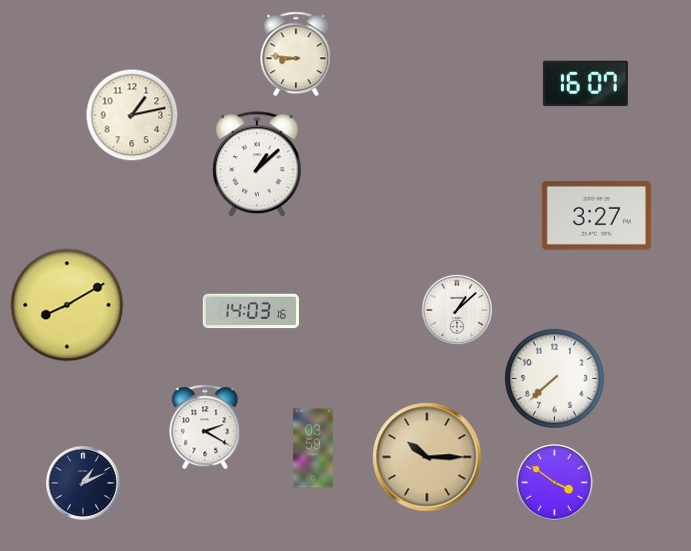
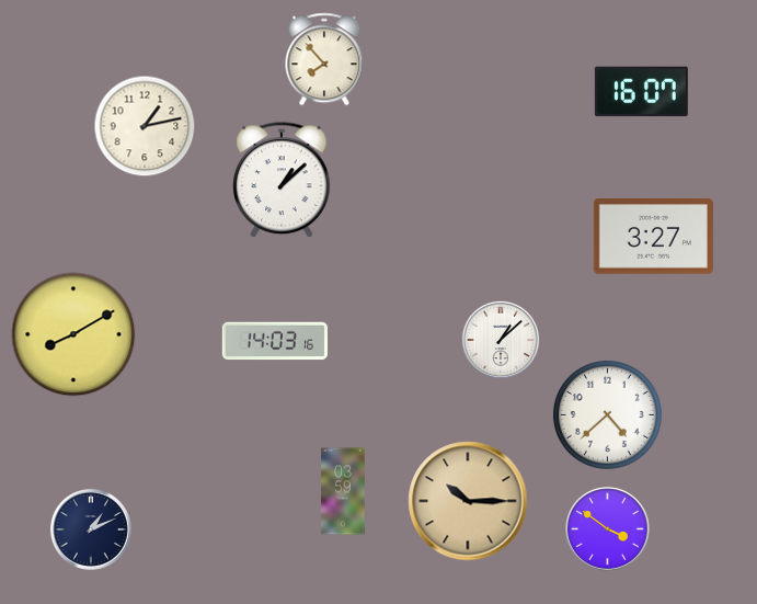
clock at (296, 54): 8:46 -> 7:53
clock at (554, 378): 7:38 -> 4:38
clock at (205, 427): 2:20 -> none
